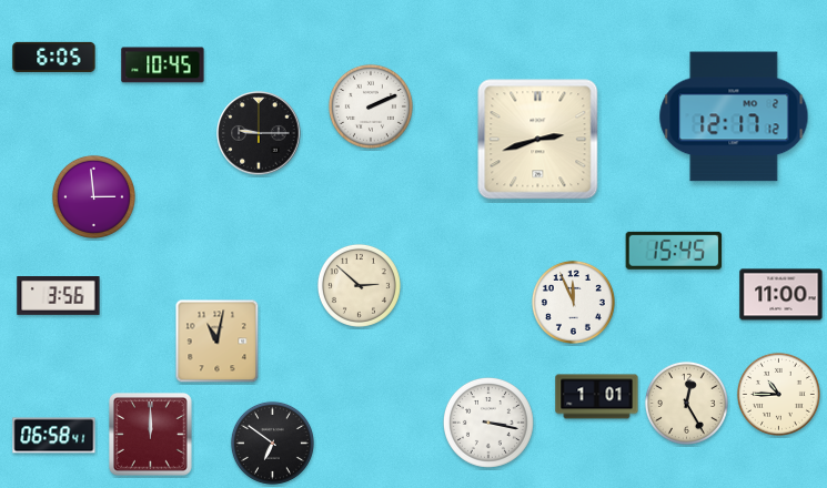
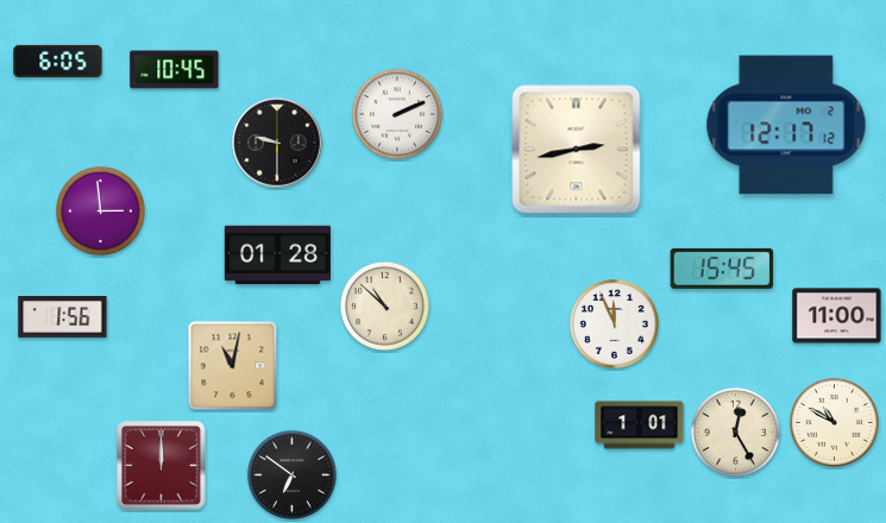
clock at (259, 133): 9:15 -> 9:30
clock at (538, 140): 2:42 -> 2:43
clock at (277, 256): none -> 01:28
clock at (359, 285): 2:52 -> 10:52
clock at (59, 296): 3:56 -> 1:56
clock at (778, 394): 10:45 -> 10:50
clock at (488, 423): 3:17 -> none
clock at (54, 436): 06:58 -> none
